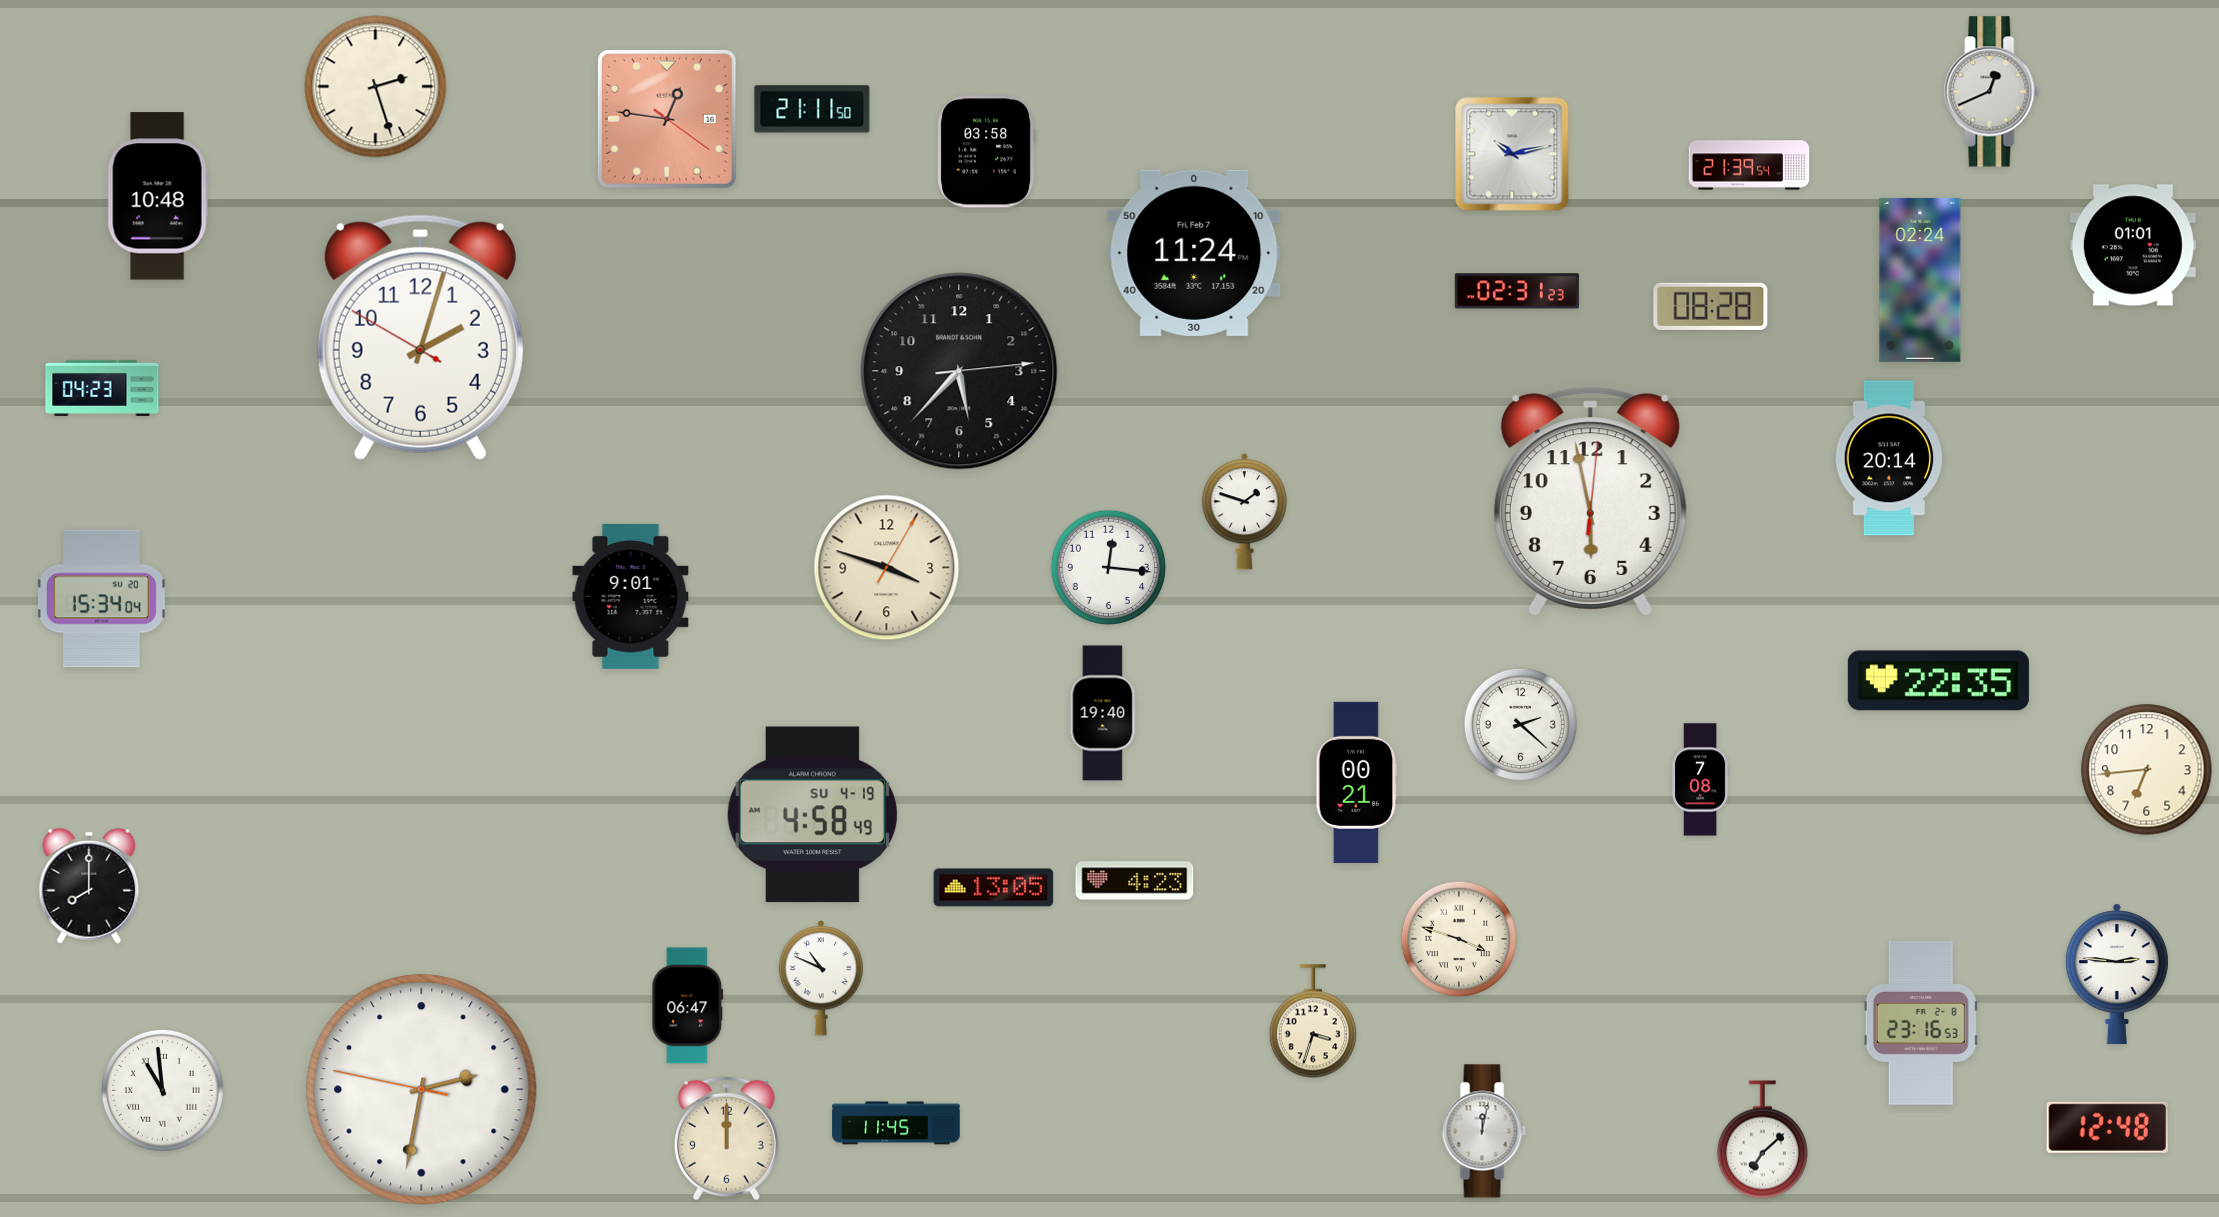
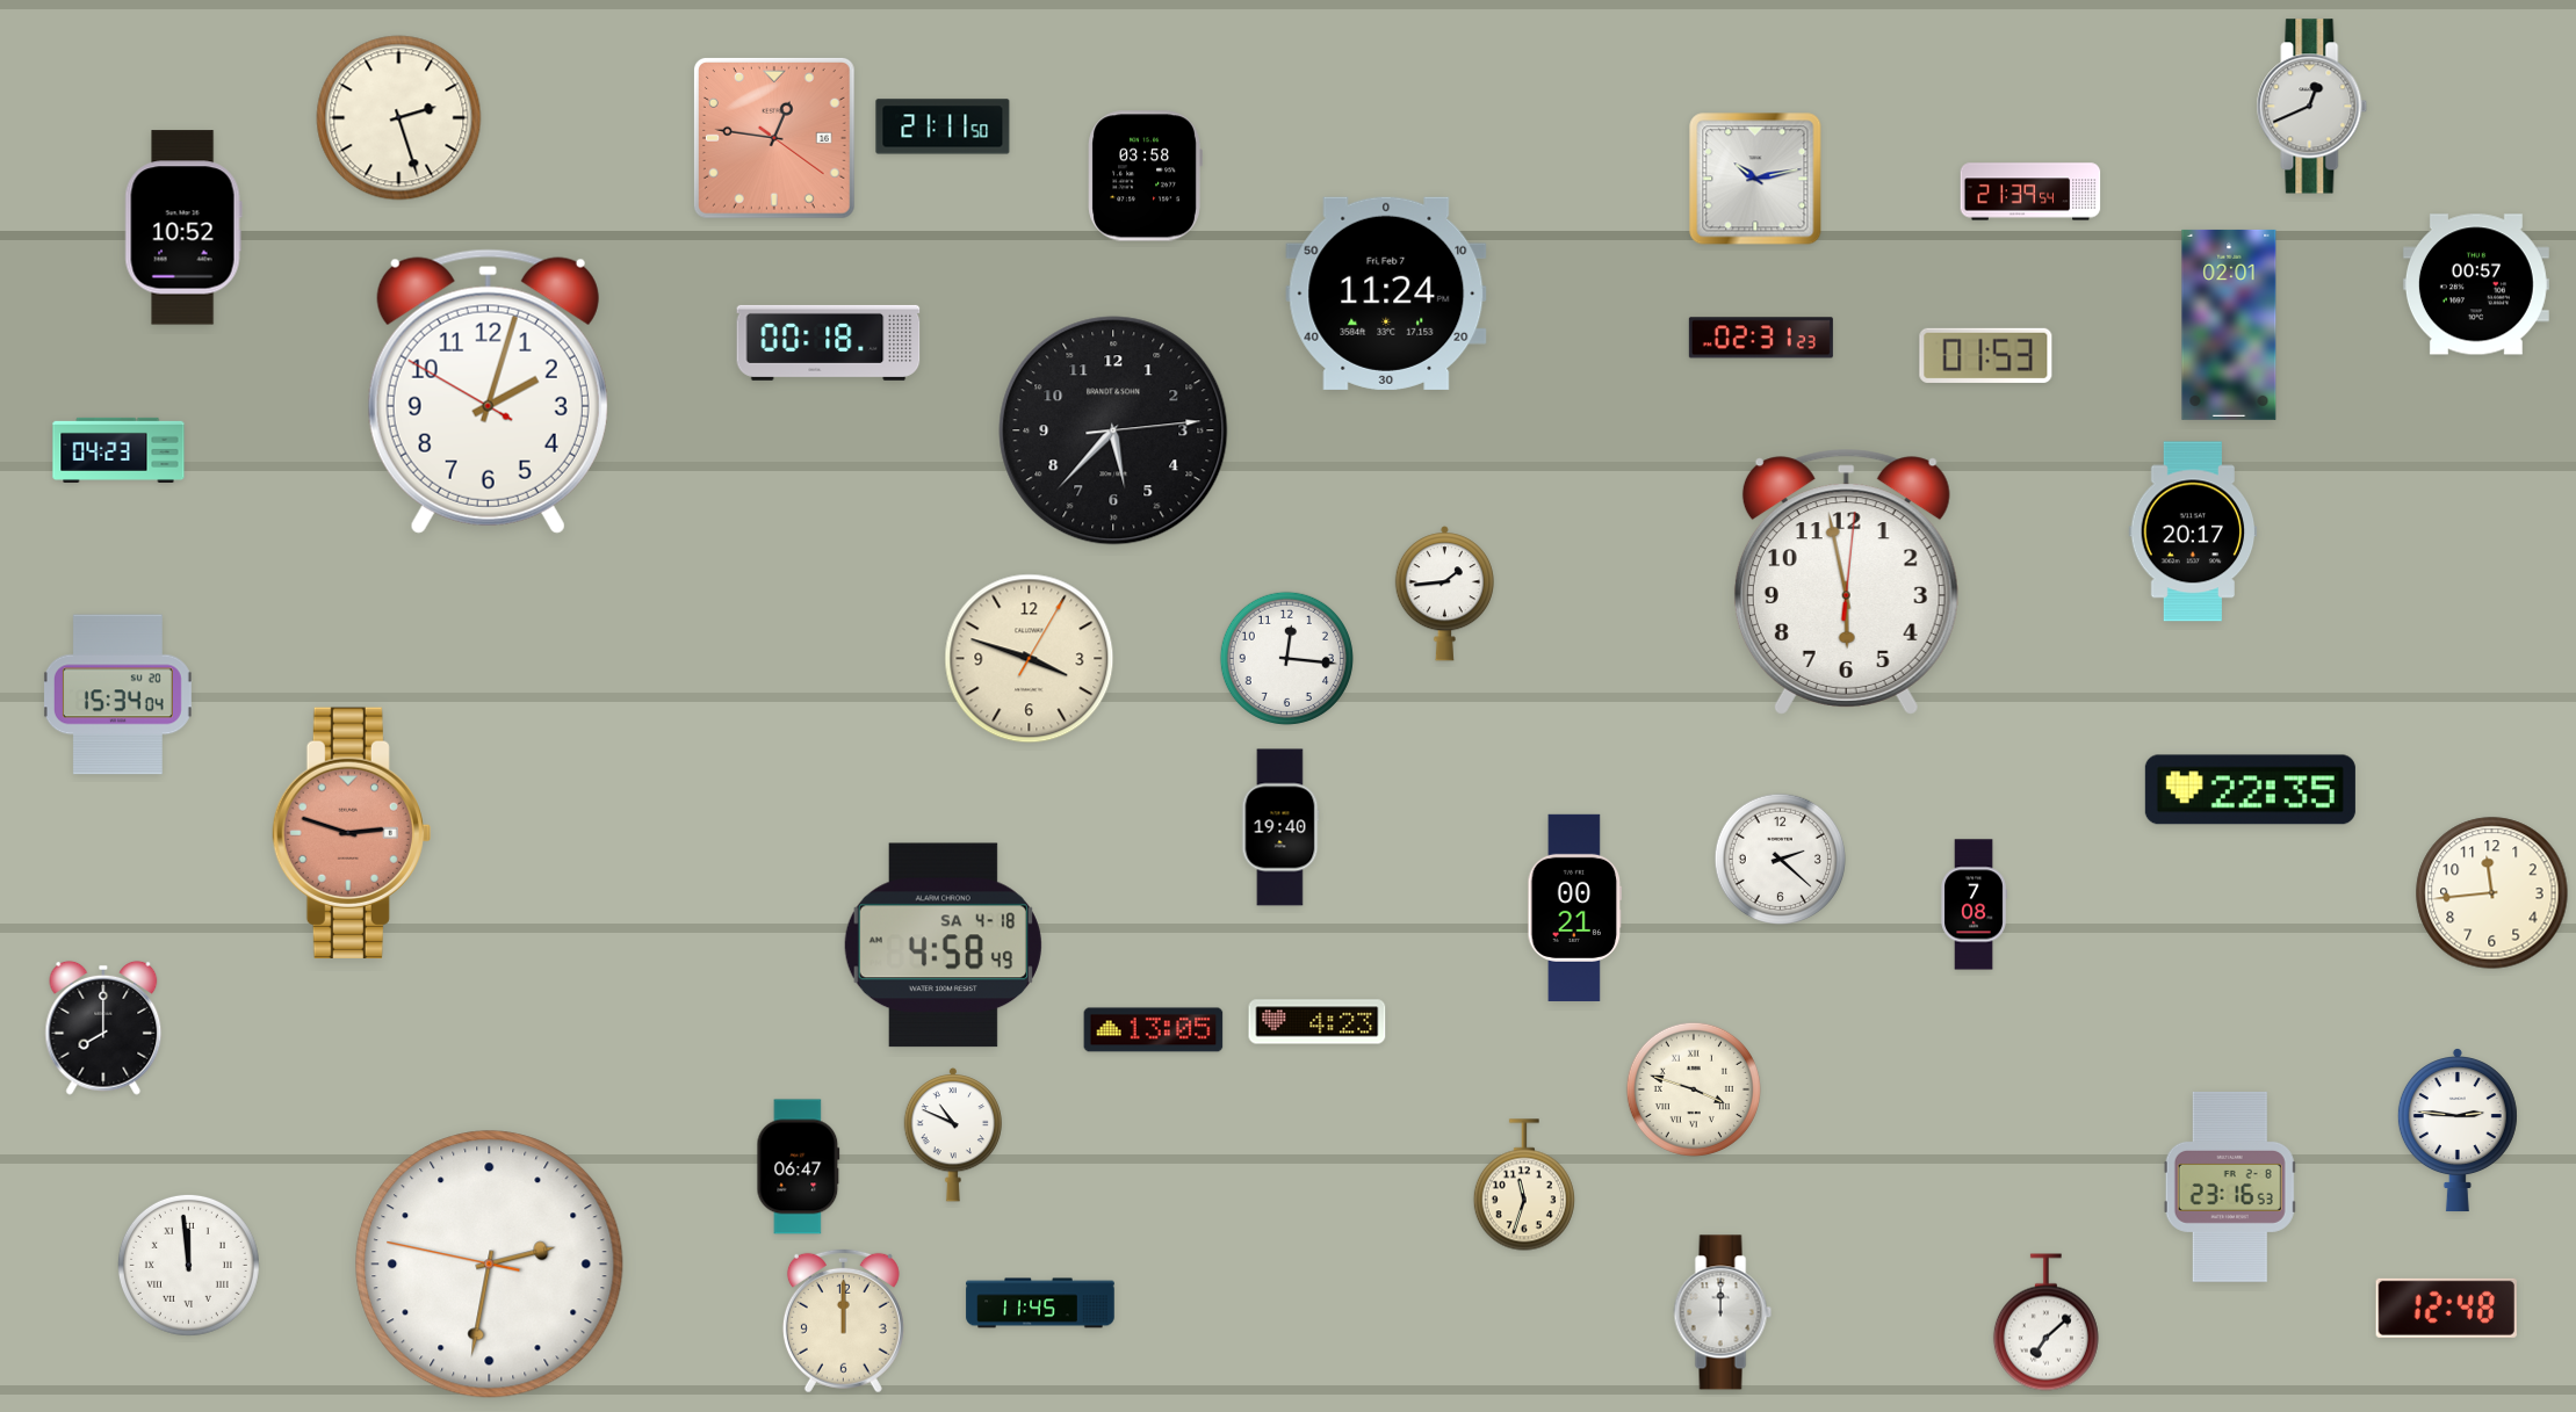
clock at (376, 87) position: (376, 87) -> (399, 118)
clock at (158, 196): 10:48 -> 10:52
clock at (2133, 245): 01:01 -> 00:57
clock at (1920, 280): 02:24 -> 02:01
clock at (829, 342): none -> 00:18
clock at (1711, 306): 08:28 -> 01:53
clock at (1889, 458): 20:14 -> 20:17
clock at (1244, 512): 1:48 -> 1:44
clock at (631, 596): 9:01 -> none
clock at (352, 833): none -> 2:48
clock at (1520, 724) position: (1520, 724) -> (1780, 859)
clock at (2147, 770): 6:44 -> 11:44
clock at (812, 815) date: SU 4-19 -> SA 4-18
clock at (1313, 1021): 3:33 -> 11:33
clock at (162, 1090): 10:59 -> 11:59
clock at (1484, 1131): 12:02 -> 12:00
